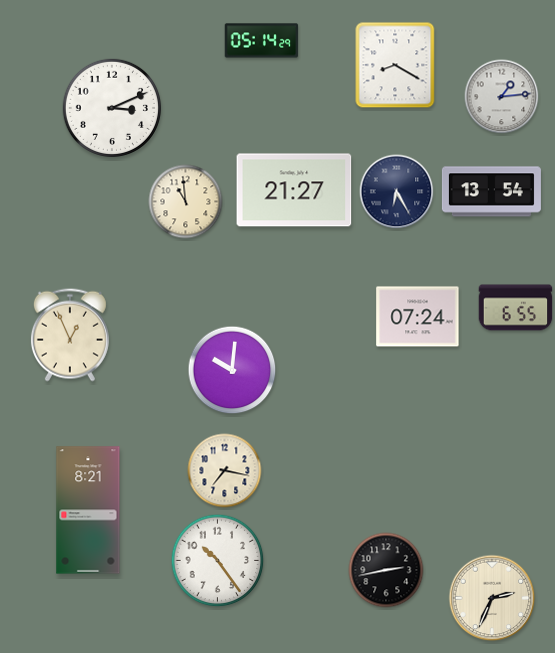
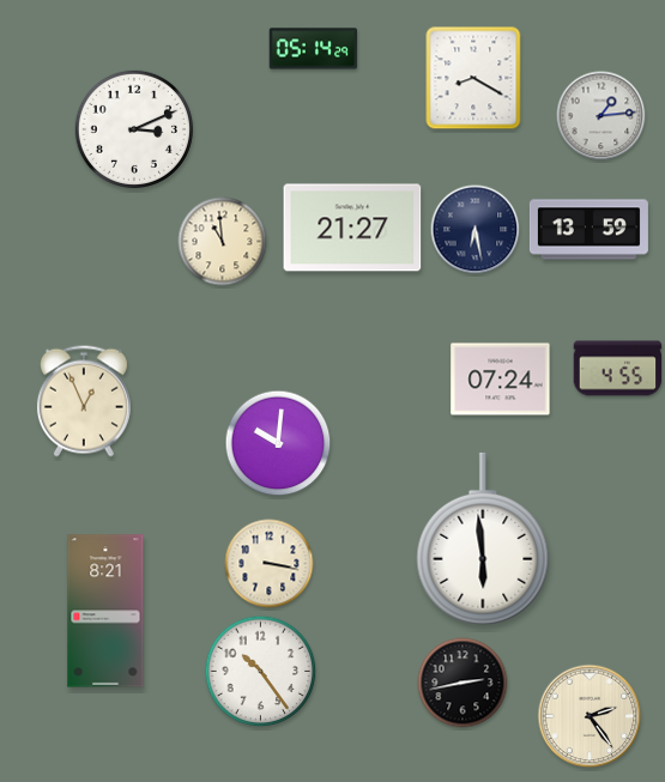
clock at (397, 192): 6:25 -> 6:28
clock at (491, 192): 13:54 -> 13:59
clock at (516, 308): 6:55 -> 4:55
clock at (483, 539): none -> 5:59
clock at (225, 471): 7:17 -> 3:17
clock at (492, 598): 2:34 -> 2:24
